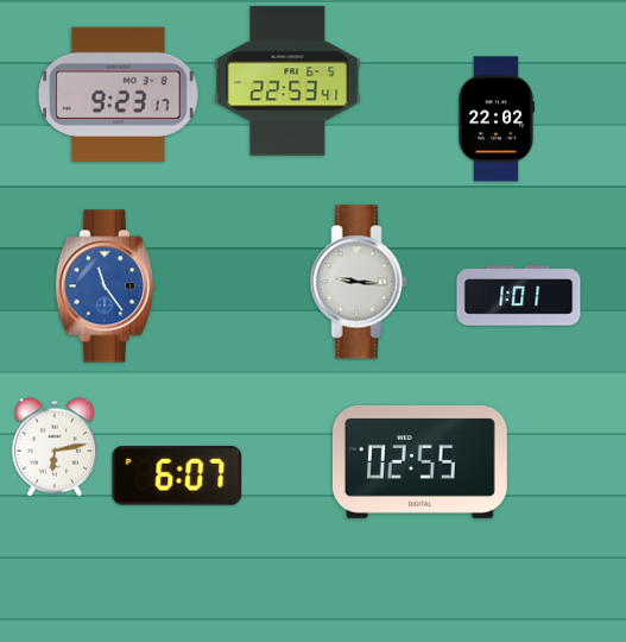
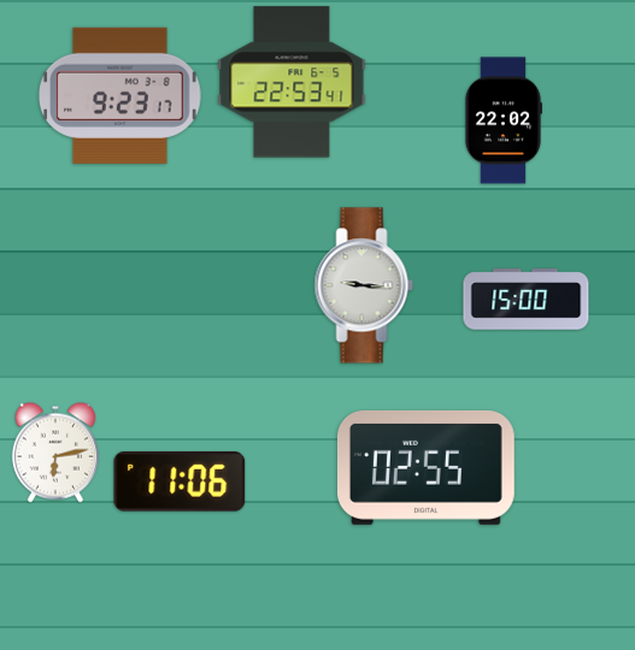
clock at (105, 287): 11:24 -> none
clock at (519, 296): 1:01 -> 15:00
clock at (177, 476): 6:07 -> 11:06
